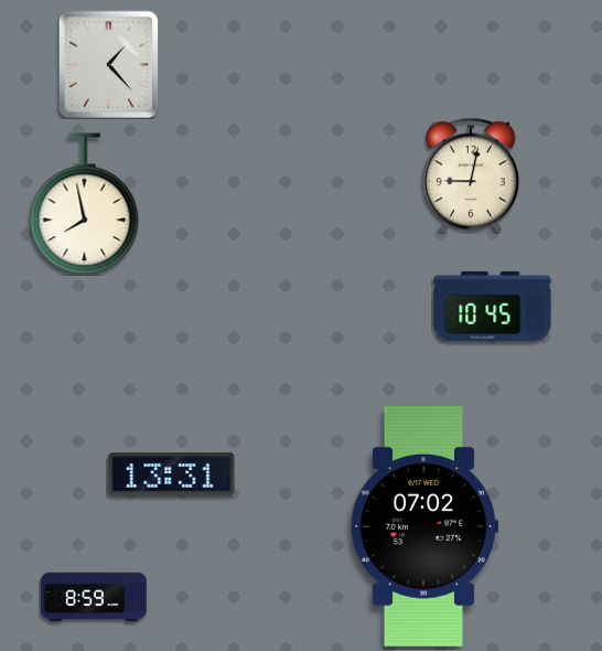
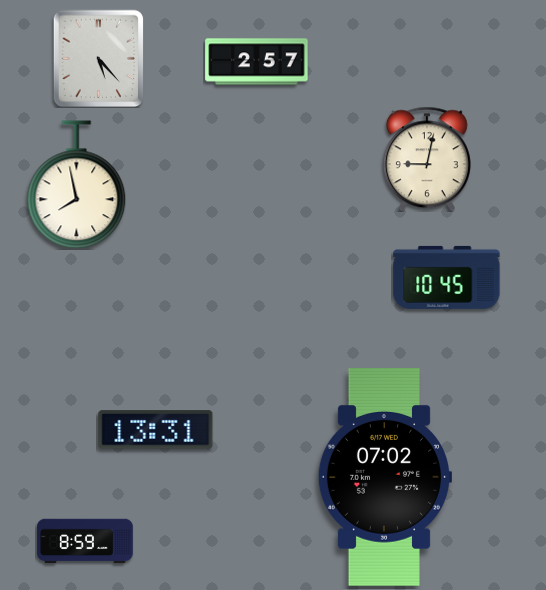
clock at (109, 64): 1:23 -> 5:23
clock at (257, 62): none -> 2:57
